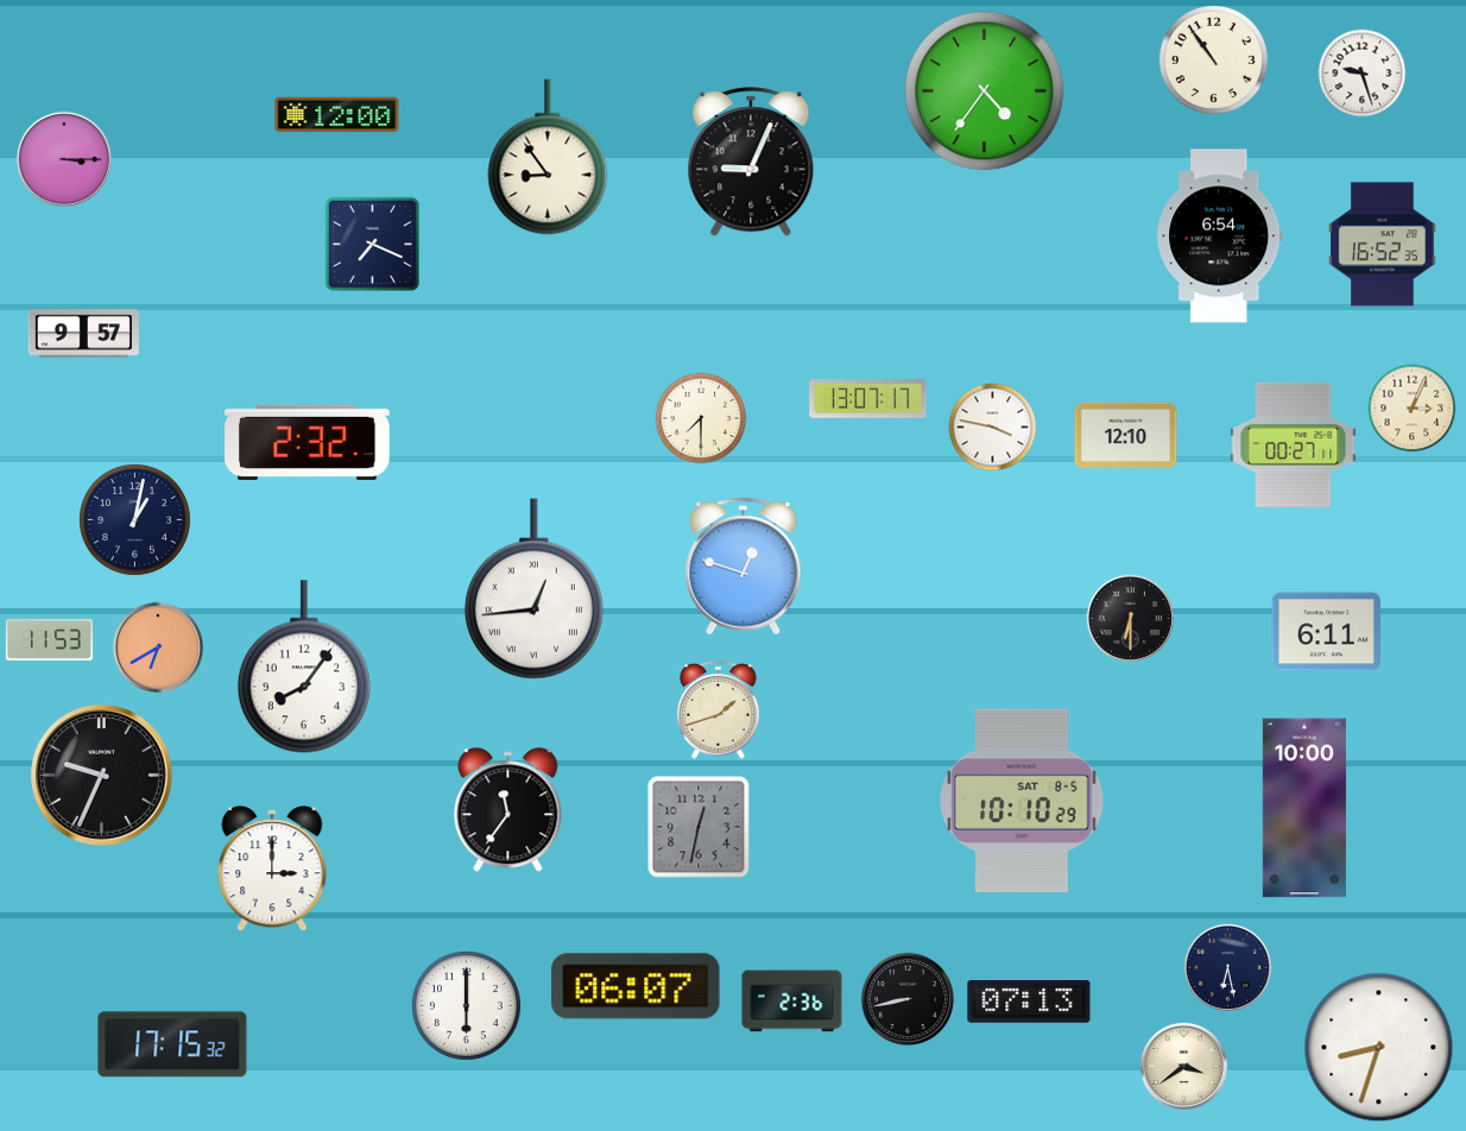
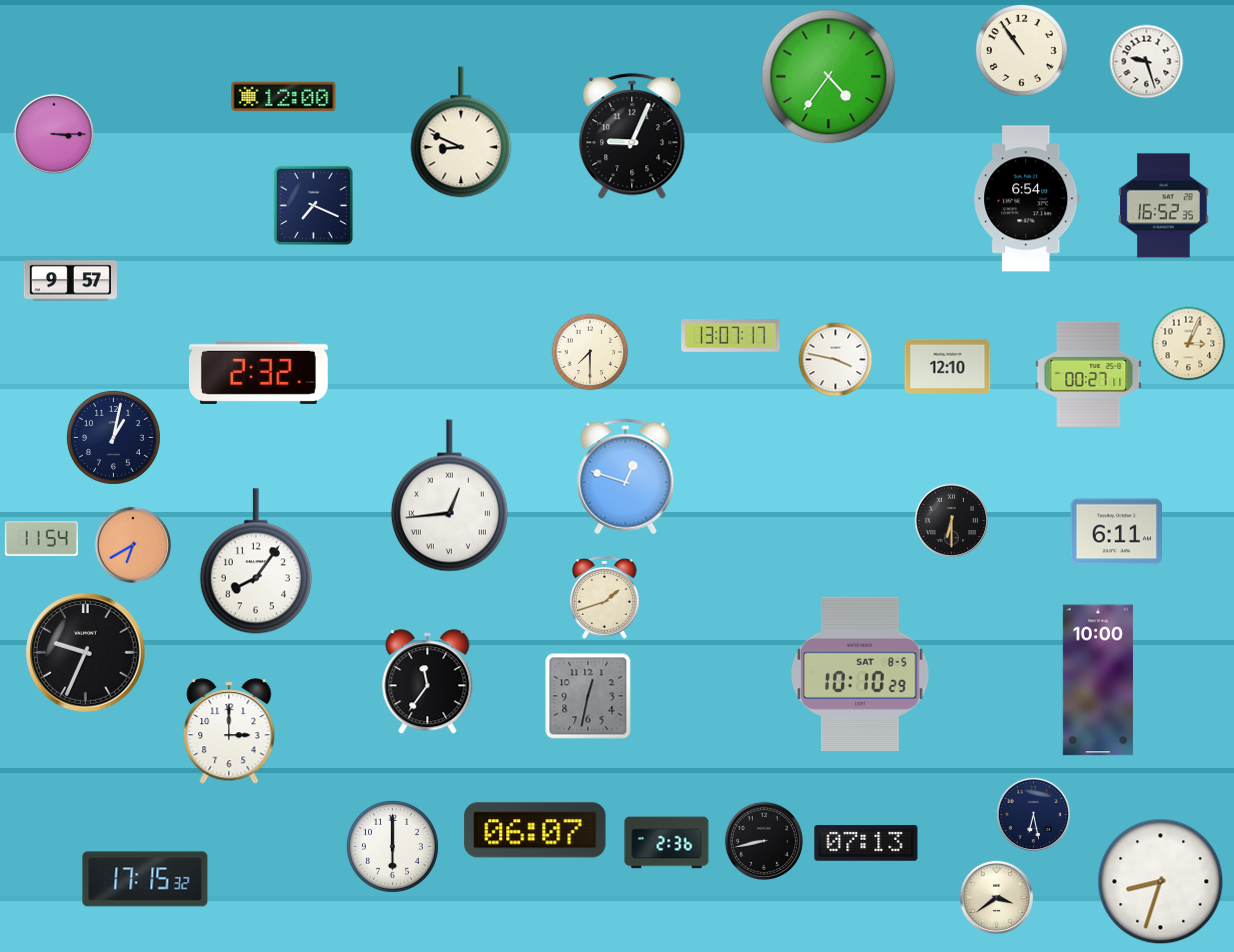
clock at (548, 157): 8:54 -> 8:49
clock at (49, 640): 11:53 -> 11:54
